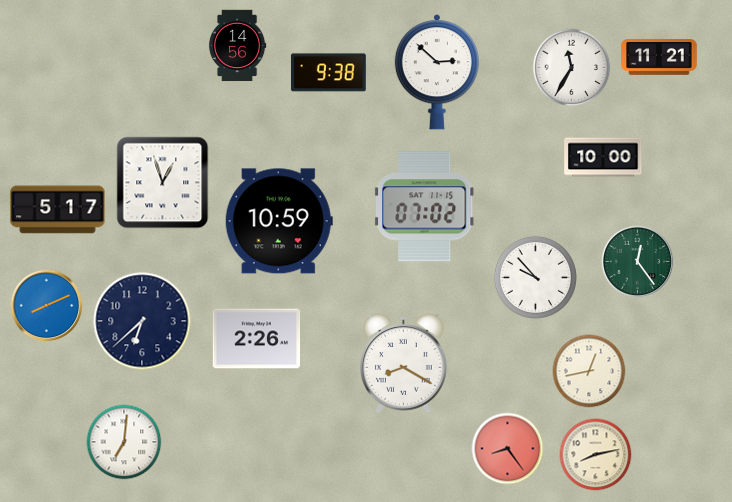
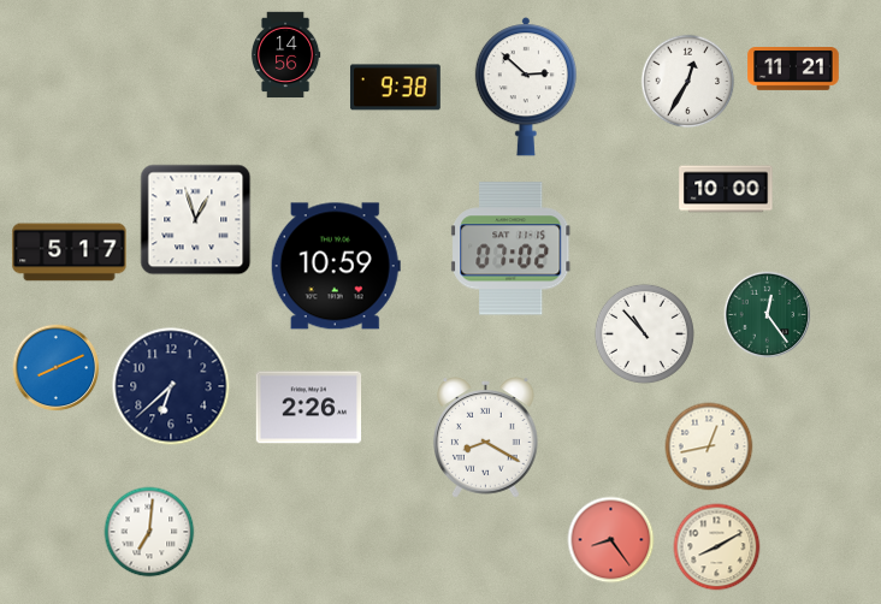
clock at (572, 68): 11:35 -> 12:35
clock at (535, 277): 9:53 -> 10:53
clock at (596, 455): 8:13 -> 8:10
